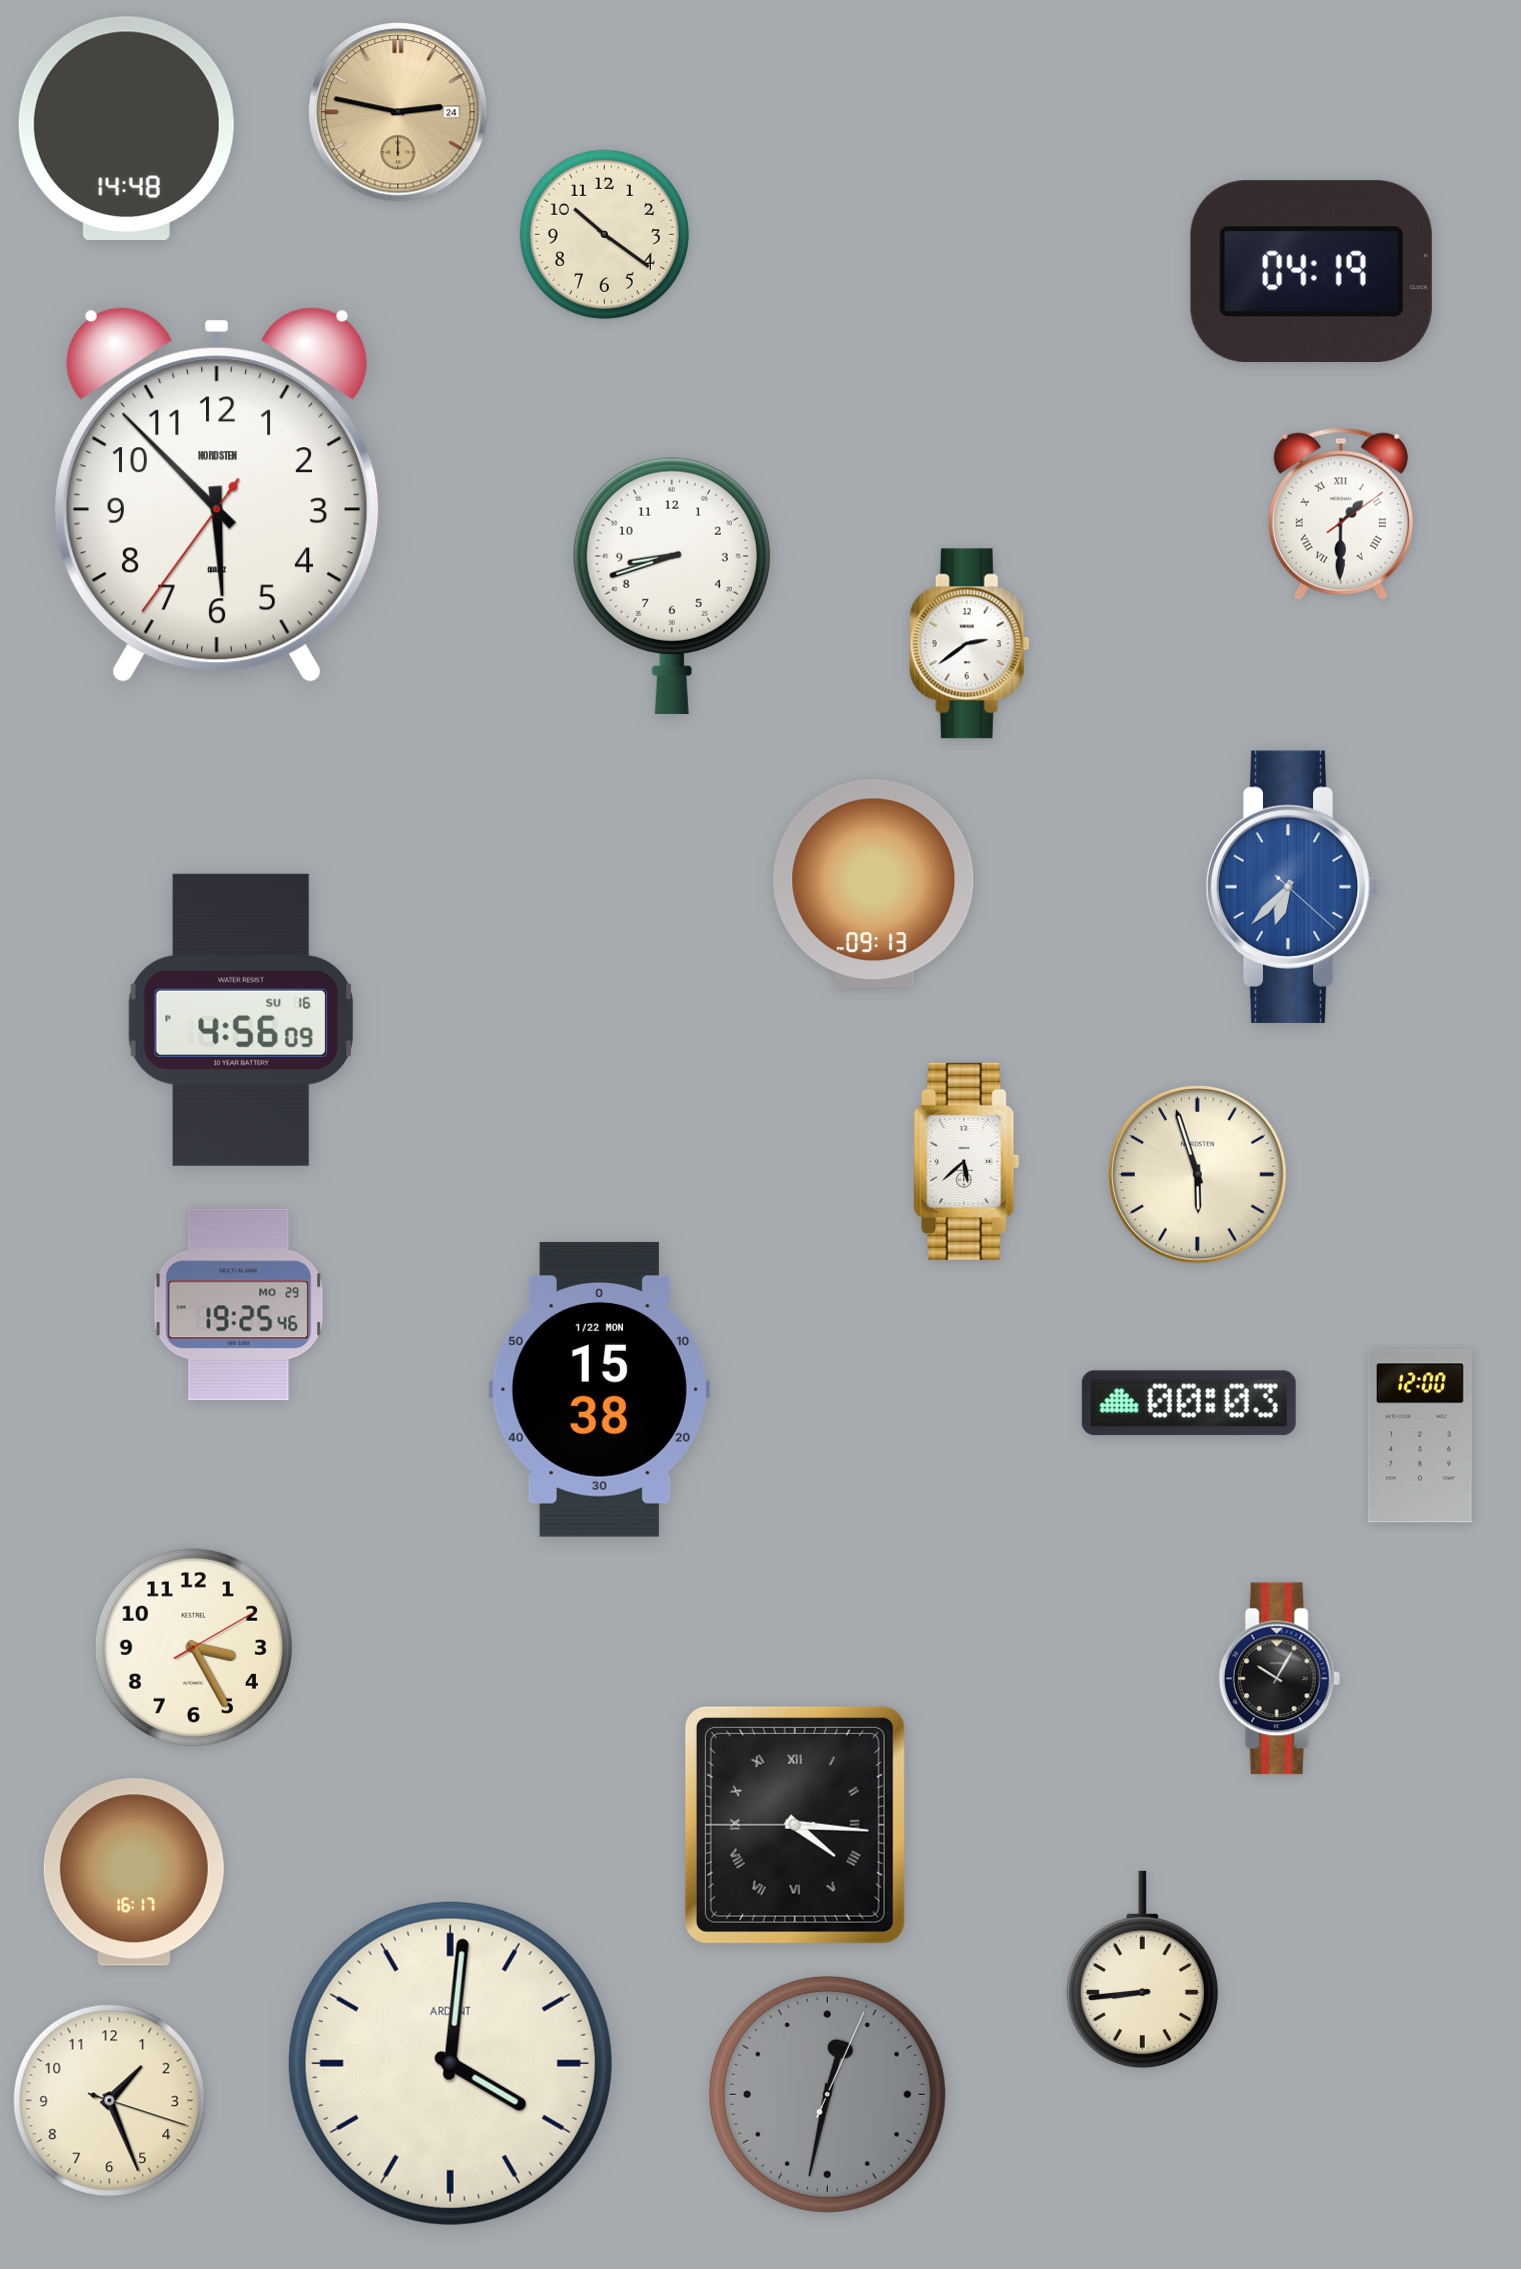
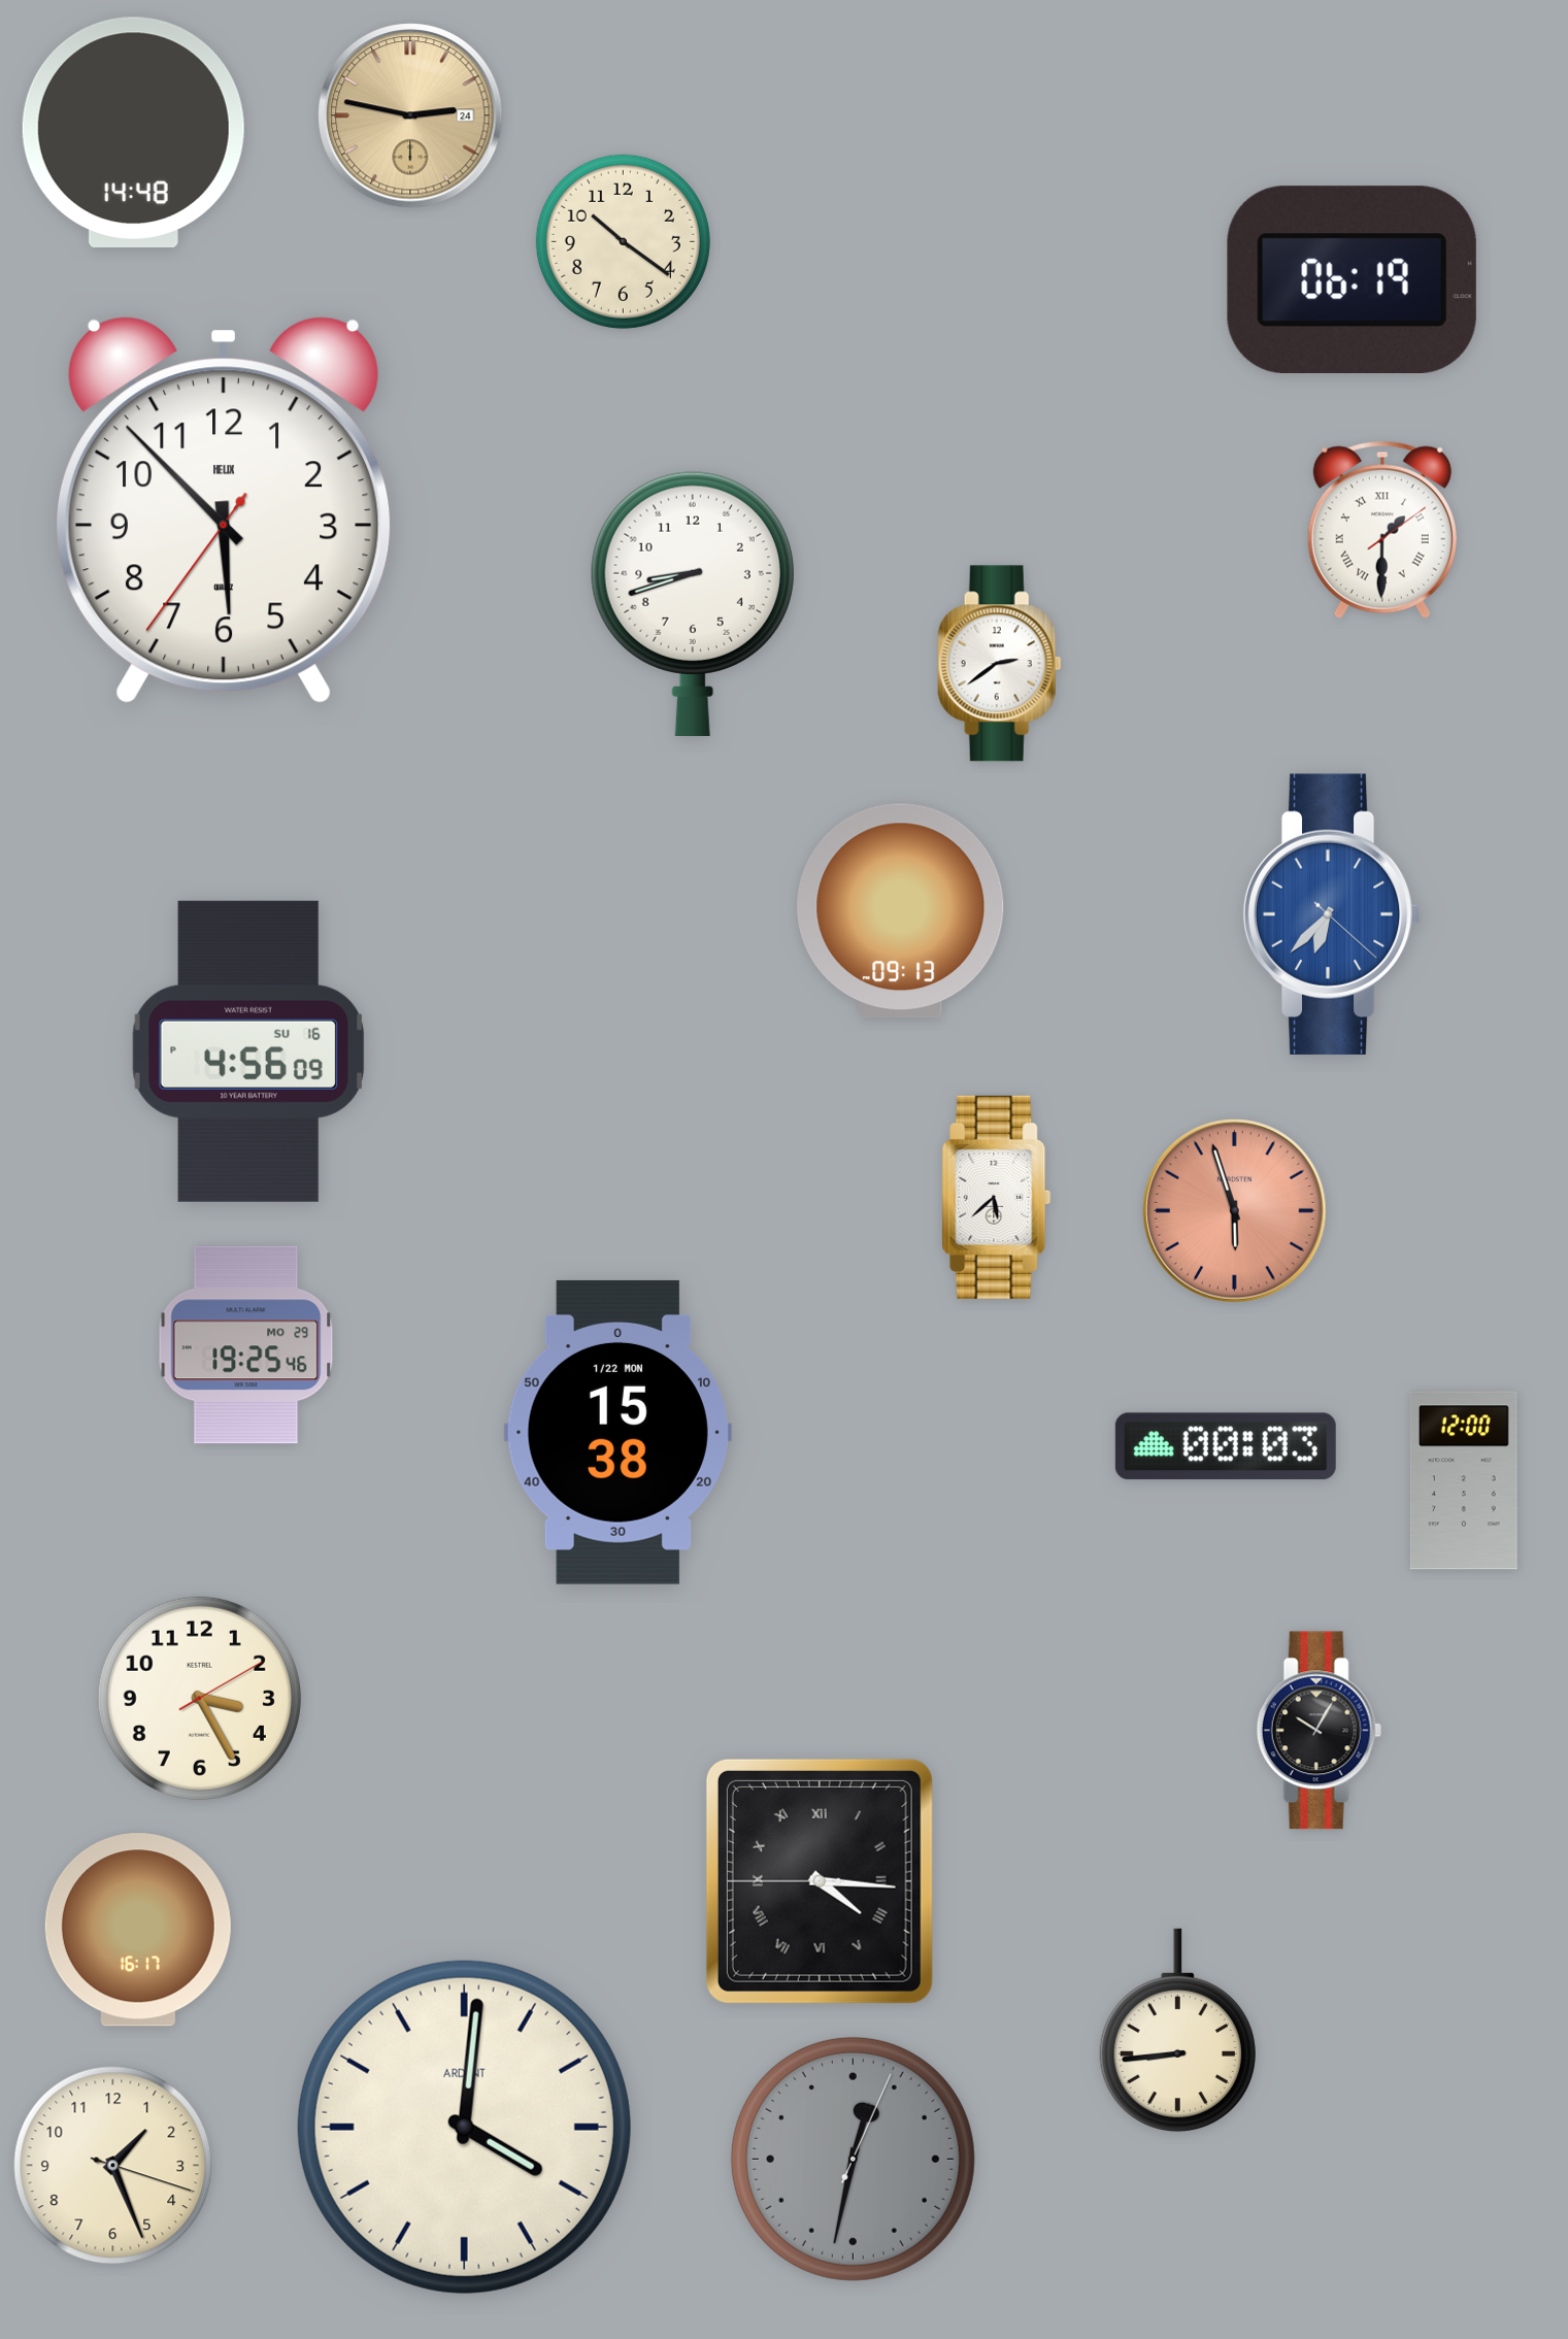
clock at (126, 128) position: (126, 128) -> (133, 132)
clock at (1311, 271): 04:19 -> 06:19
clock at (217, 495) brand: NORDSTEN -> HELIX
clock at (1198, 1175) dial: cream -> salmon
